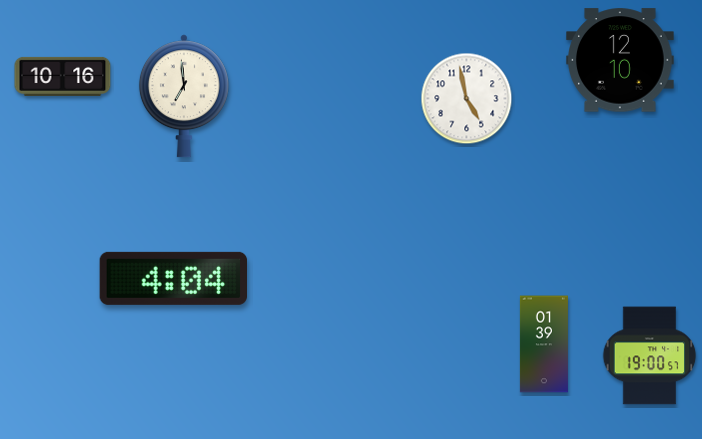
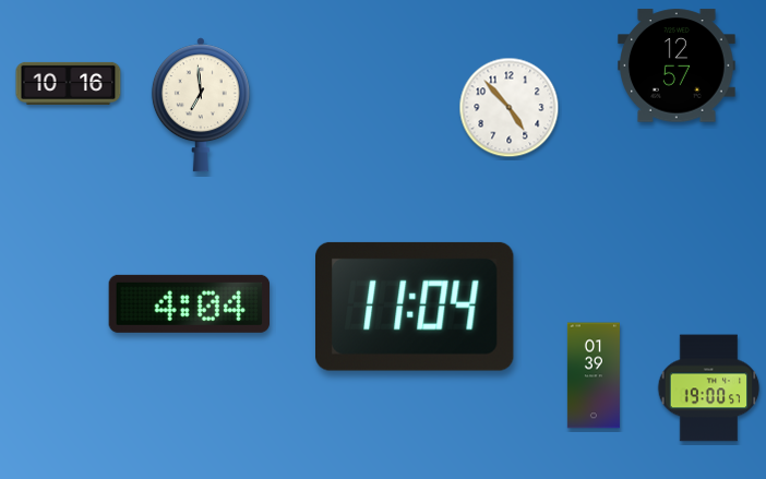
clock at (621, 60): 12:10 -> 12:57
clock at (467, 99): 4:58 -> 4:53
clock at (416, 307): none -> 11:04
